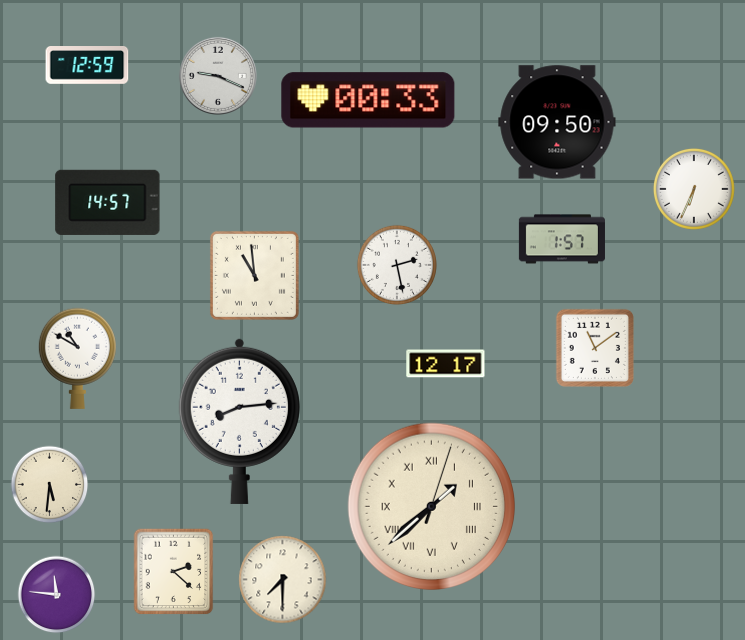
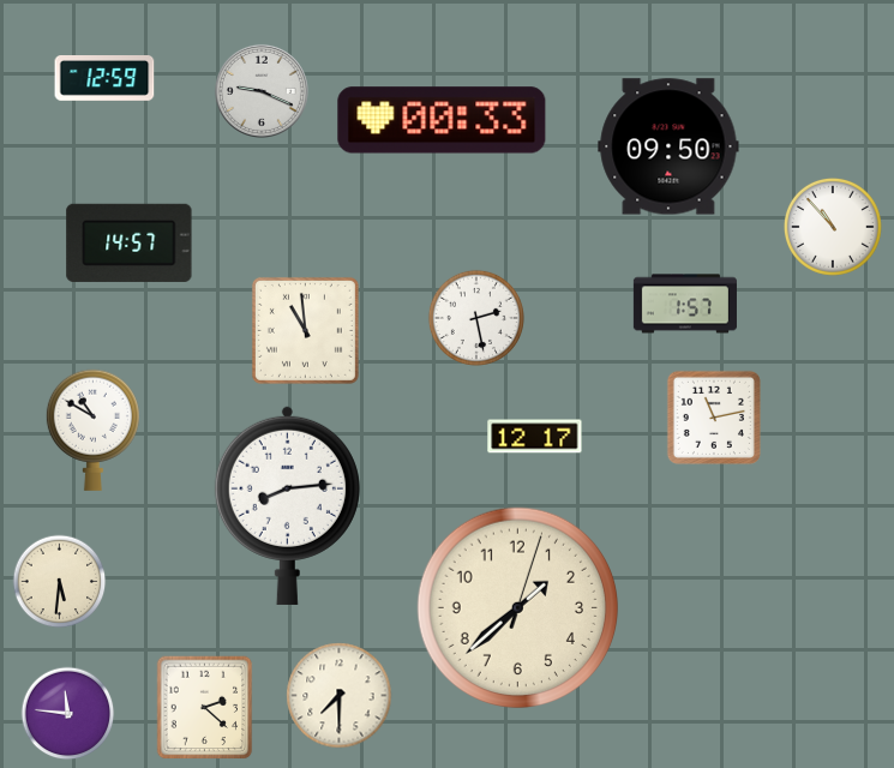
clock at (694, 189): 6:34 -> 10:53
clock at (562, 239) position: (562, 239) -> (685, 304)
clock at (595, 348): 11:09 -> 11:13
clock at (431, 506) numerals: Roman -> Arabic
clock at (174, 572) position: (174, 572) -> (205, 708)
